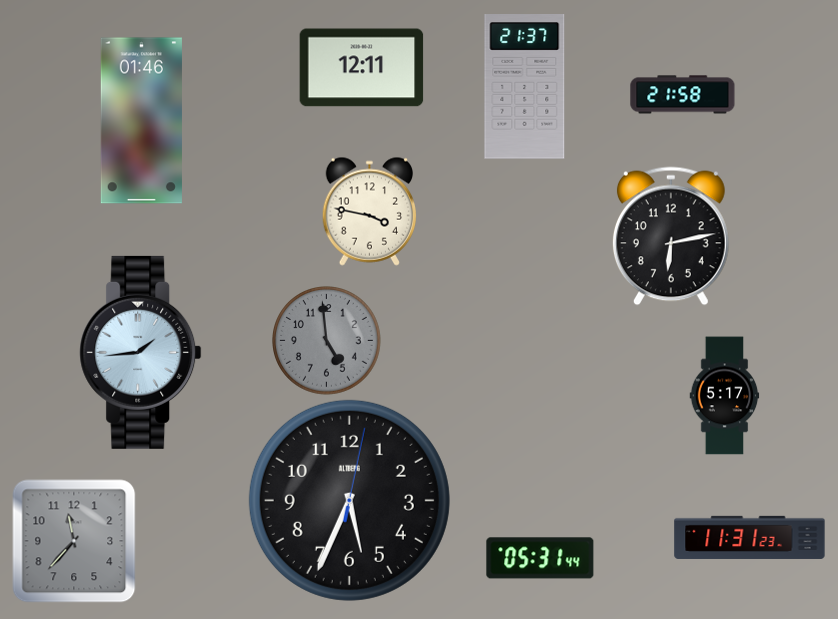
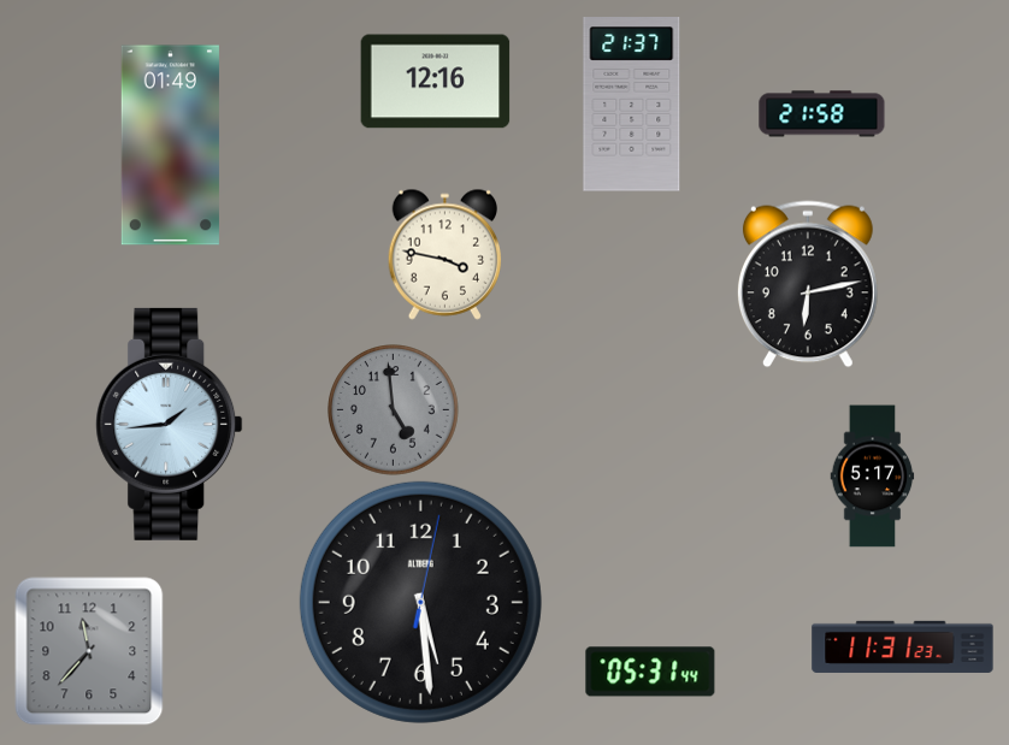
clock at (362, 68): 12:11 -> 12:16
clock at (141, 121): 01:46 -> 01:49
clock at (349, 500): 5:34 -> 5:29
